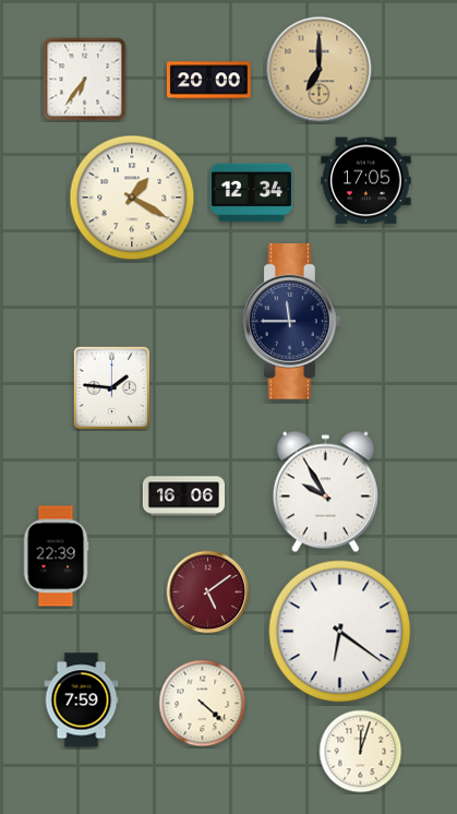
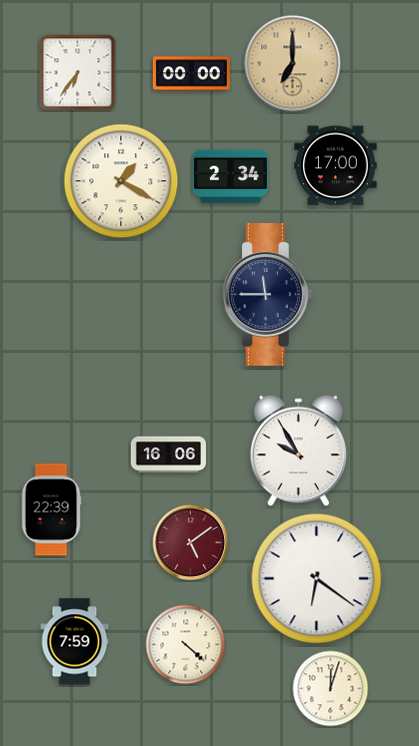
clock at (208, 81): 20:00 -> 00:00
clock at (366, 181): 17:05 -> 17:00
clock at (251, 193): 12:34 -> 2:34
clock at (111, 387): 1:46 -> none
clock at (340, 632) position: (340, 632) -> (317, 579)
